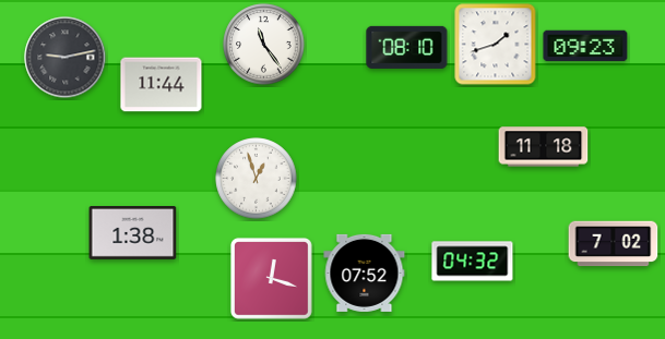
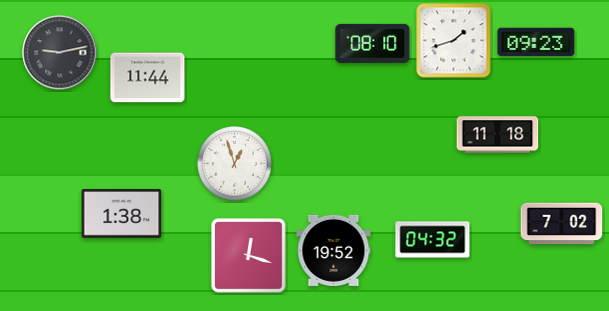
clock at (264, 45): 11:24 -> none
clock at (365, 273): 07:52 -> 19:52
